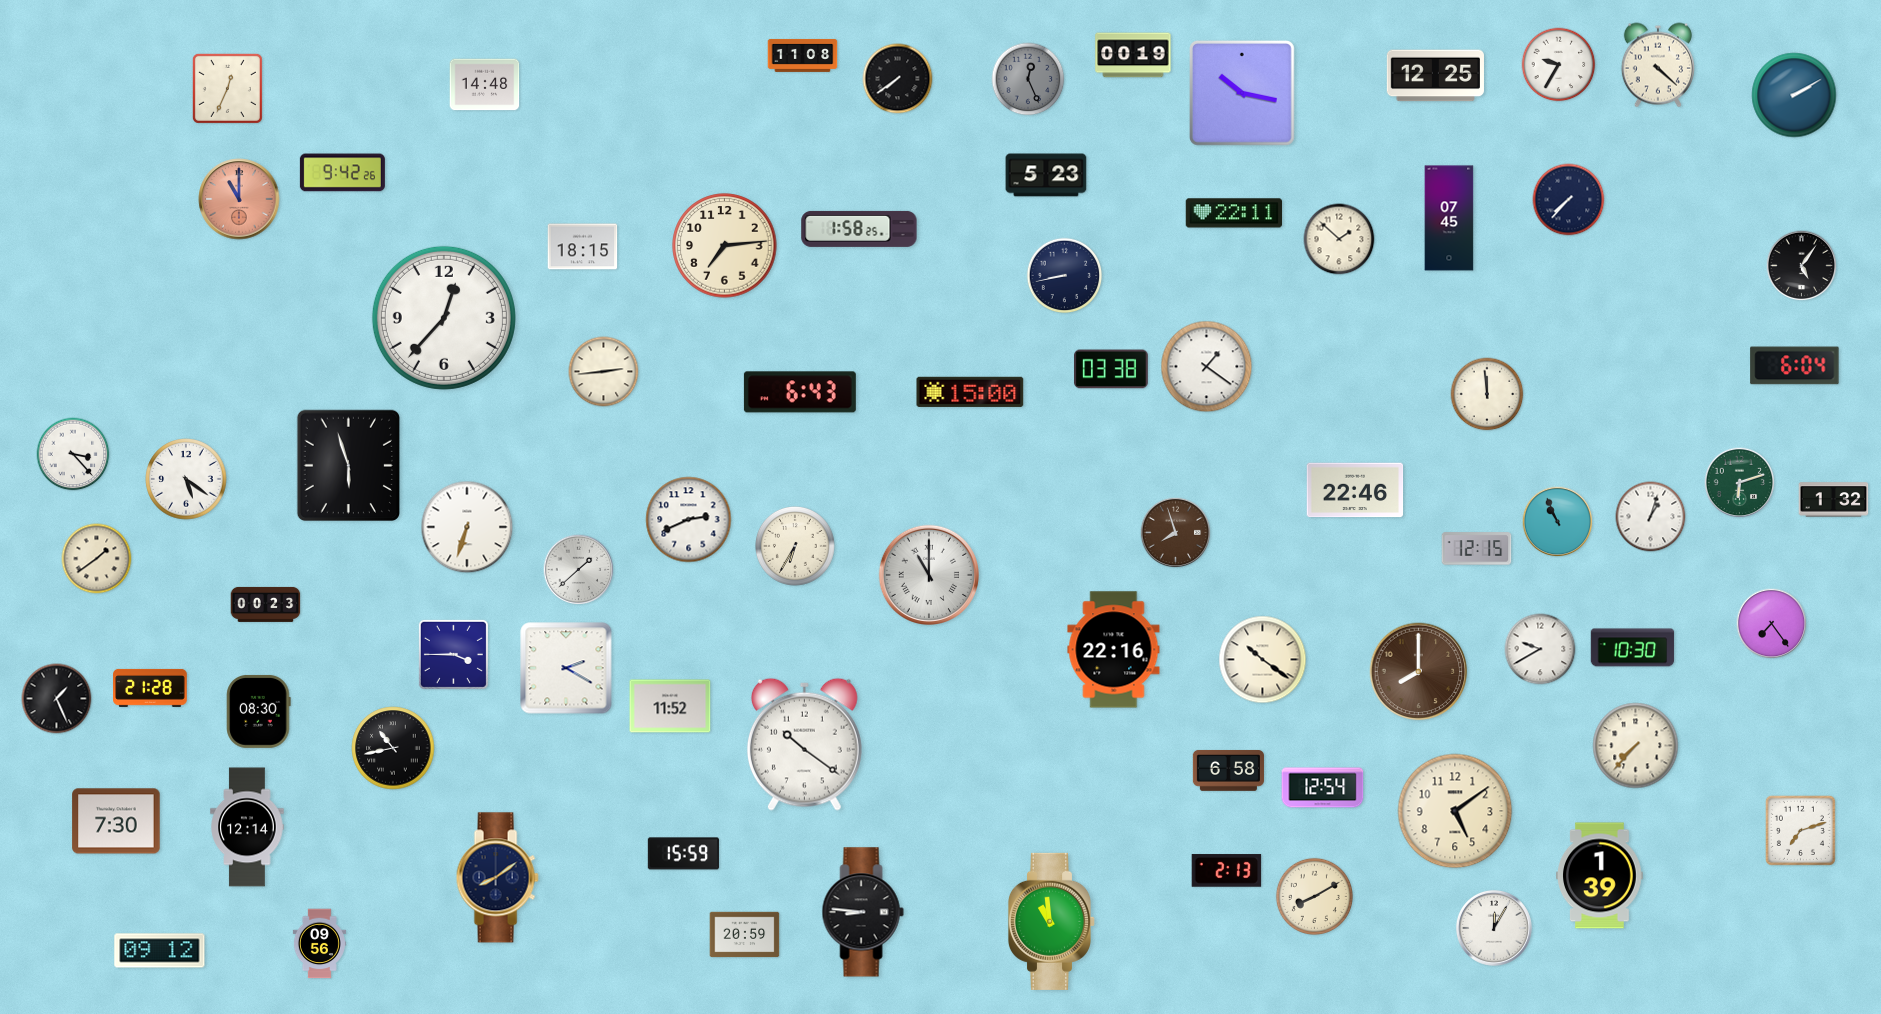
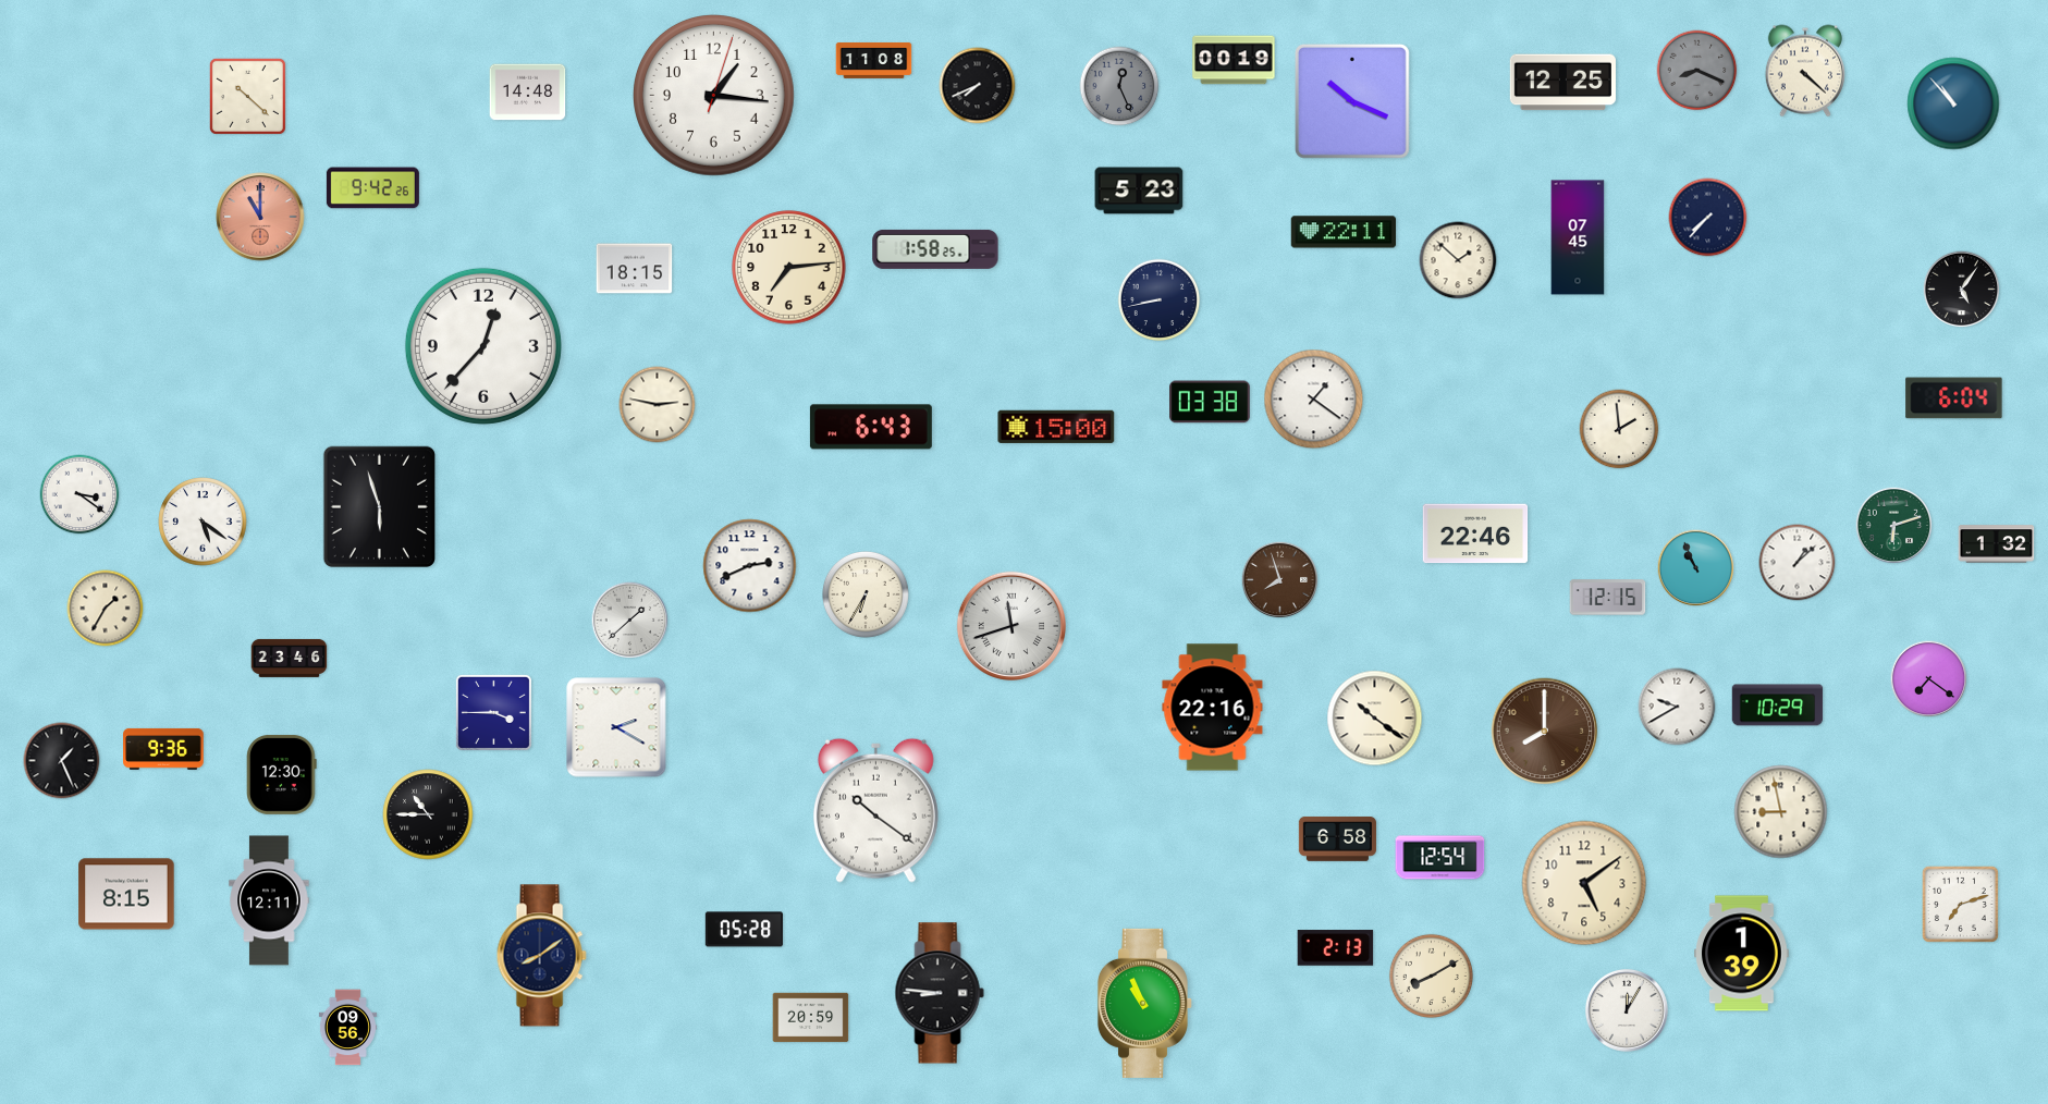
clock at (1559, 65): 9:35 -> 8:19
clock at (1559, 65) dial: white -> grey
clock at (898, 79): 7:39 -> 7:41
clock at (227, 88): 12:34 -> 10:22
clock at (714, 96): none -> 1:16
clock at (1242, 93): 10:17 -> 10:19
clock at (1794, 95): 2:10 -> 10:53
clock at (604, 372): 2:44 -> 2:47
clock at (1487, 394): 11:59 -> 1:59
clock at (73, 454): 3:23 -> 3:21
clock at (1651, 517): 1:03 -> 1:08
clock at (467, 527): 6:33 -> none
clock at (97, 559): 1:39 -> 1:35
clock at (928, 574): 11:00 -> 11:42
clock at (266, 604): 00:23 -> 23:46
clock at (1772, 624): 7:24 -> 7:21
clock at (1633, 648): 10:30 -> 10:29
clock at (150, 688): 21:28 -> 9:36
clock at (670, 706): 11:52 -> none
clock at (259, 711): 08:30 -> 12:30
clock at (1636, 746): 7:37 -> 8:58
clock at (393, 748): 10:43 -> 10:45
clock at (116, 821): 7:30 -> 8:15
clock at (247, 827): 12:14 -> 12:11
clock at (683, 854): 15:59 -> 05:28
clock at (1051, 921): 10:59 -> 10:56
clock at (160, 951): 09:12 -> none
